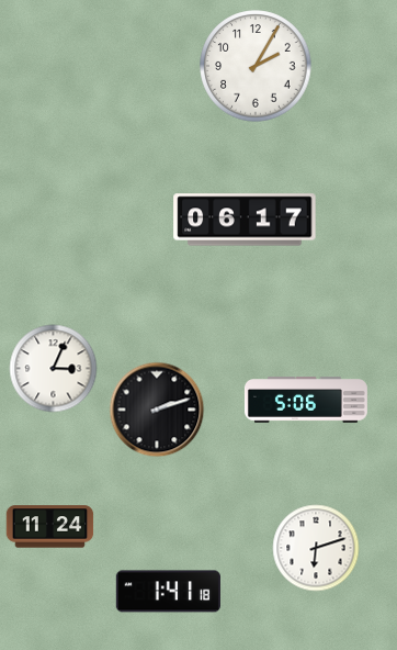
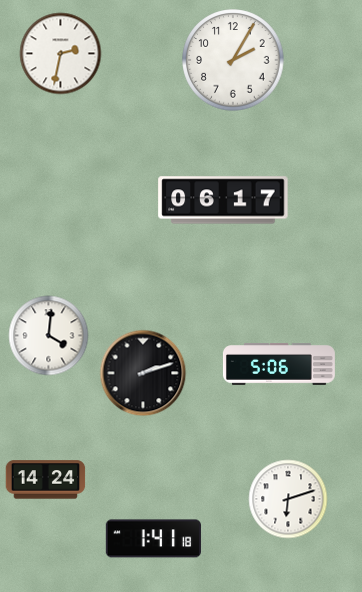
clock at (61, 54): none -> 2:32
clock at (54, 369): 3:04 -> 4:01
clock at (50, 527): 11:24 -> 14:24
